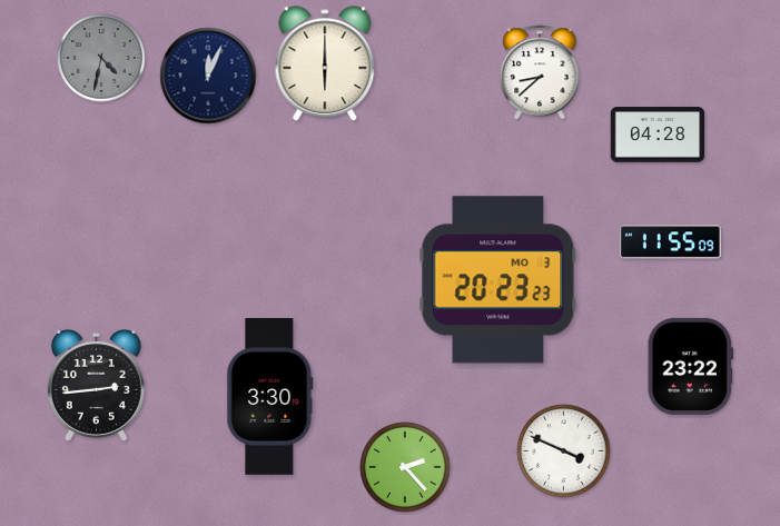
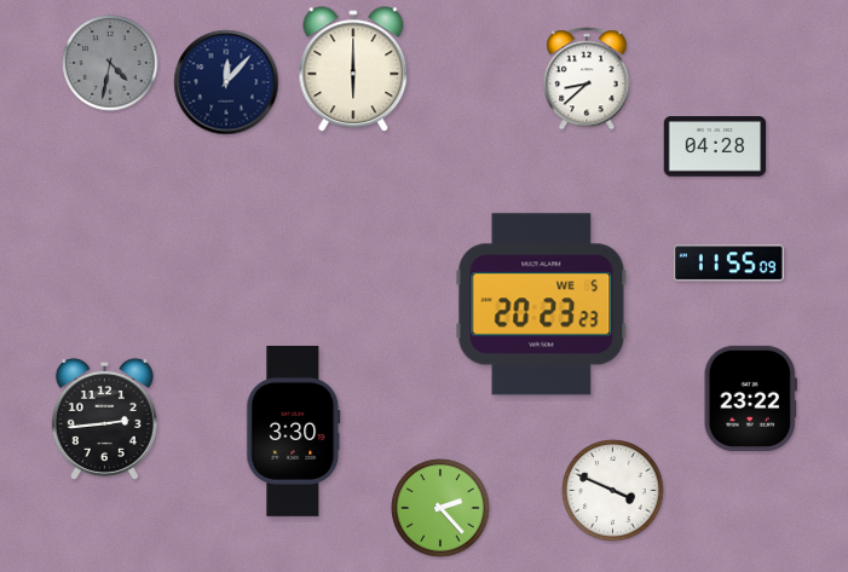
clock at (208, 76): 12:04 -> 12:07
clock at (498, 280) date: MO 3 -> WE 5
